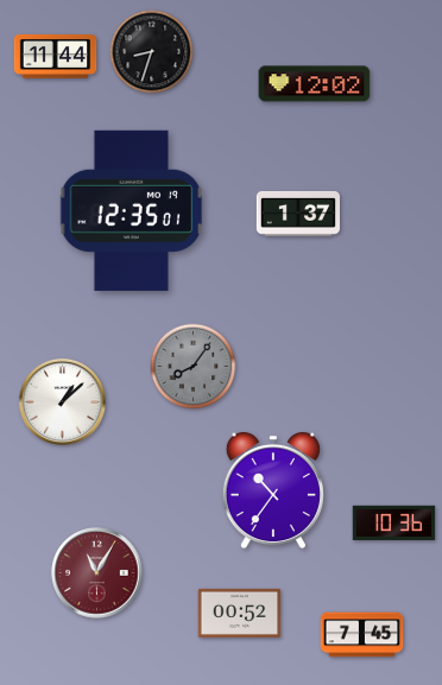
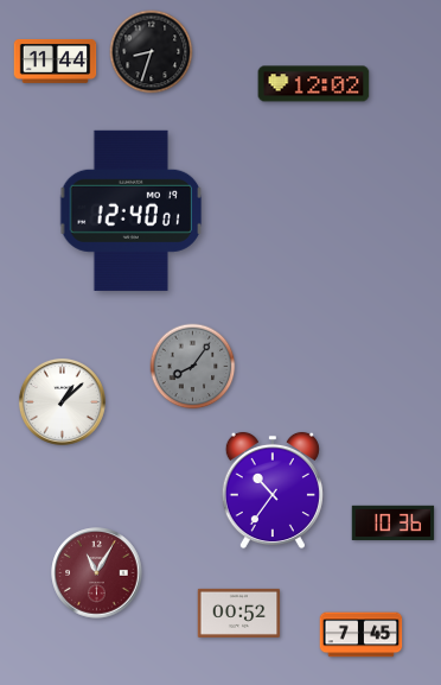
clock at (56, 56) position: (56, 56) -> (56, 61)
clock at (132, 210): 12:35 -> 12:40
clock at (297, 214): 1:37 -> none
